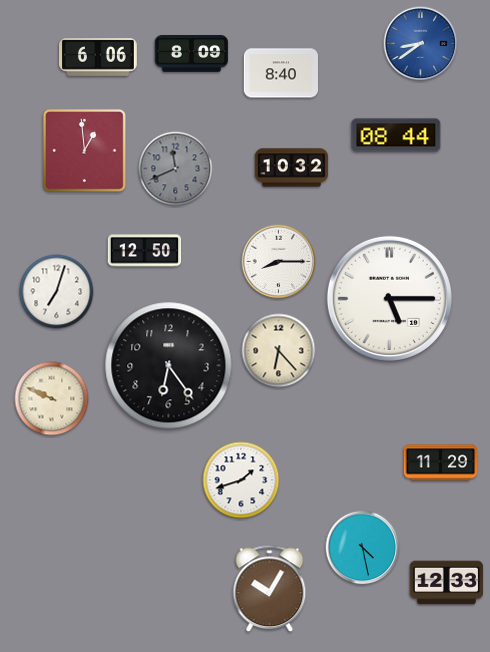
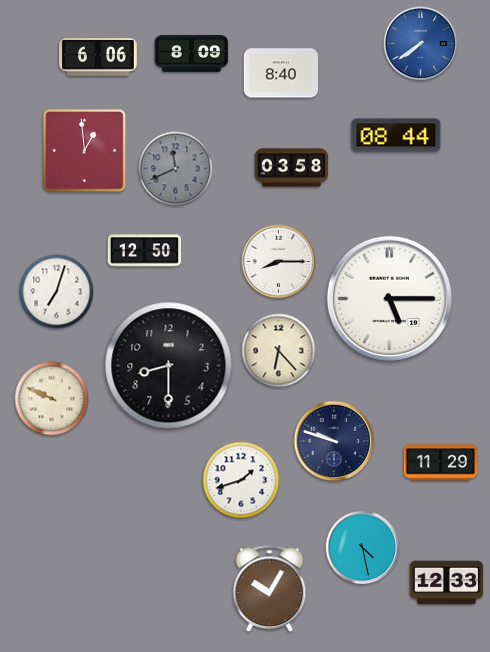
clock at (421, 44): 8:39 -> 7:39
clock at (292, 168): 10:32 -> 03:58
clock at (169, 366): 6:24 -> 8:30
clock at (334, 441): none -> 9:48
